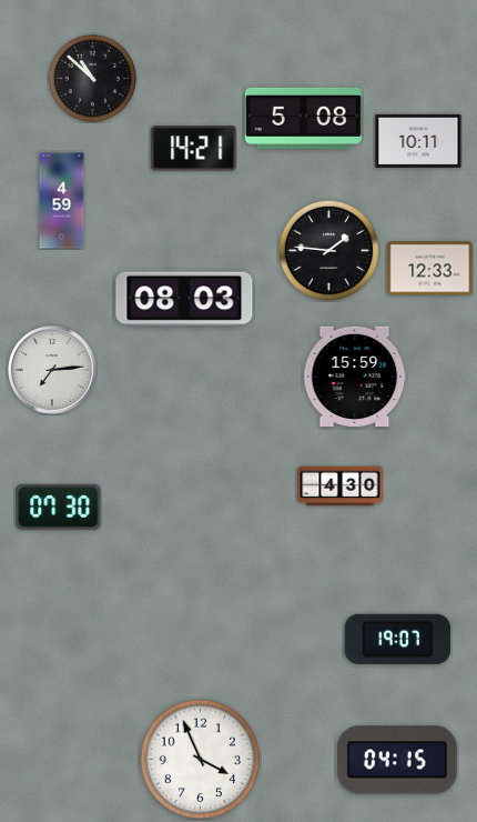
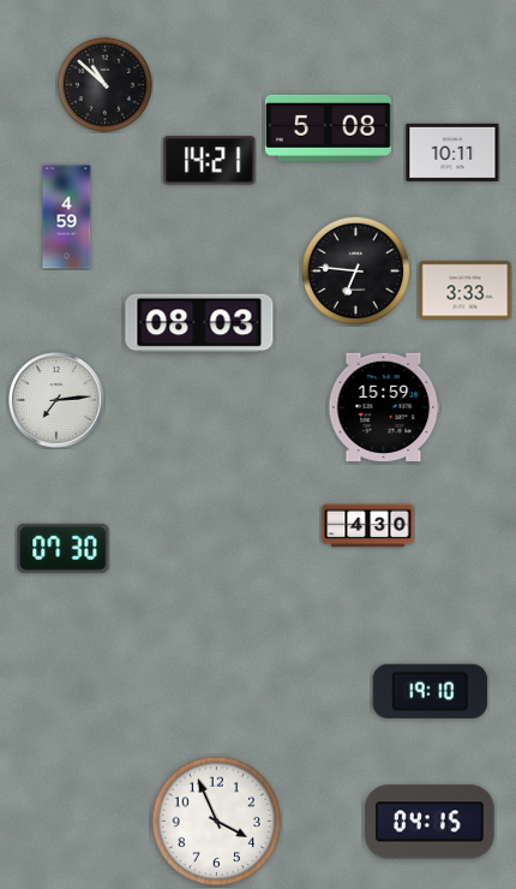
clock at (92, 78) position: (92, 78) -> (104, 84)
clock at (328, 250): 1:46 -> 6:46
clock at (430, 269): 12:33 -> 3:33
clock at (397, 639): 19:07 -> 19:10
